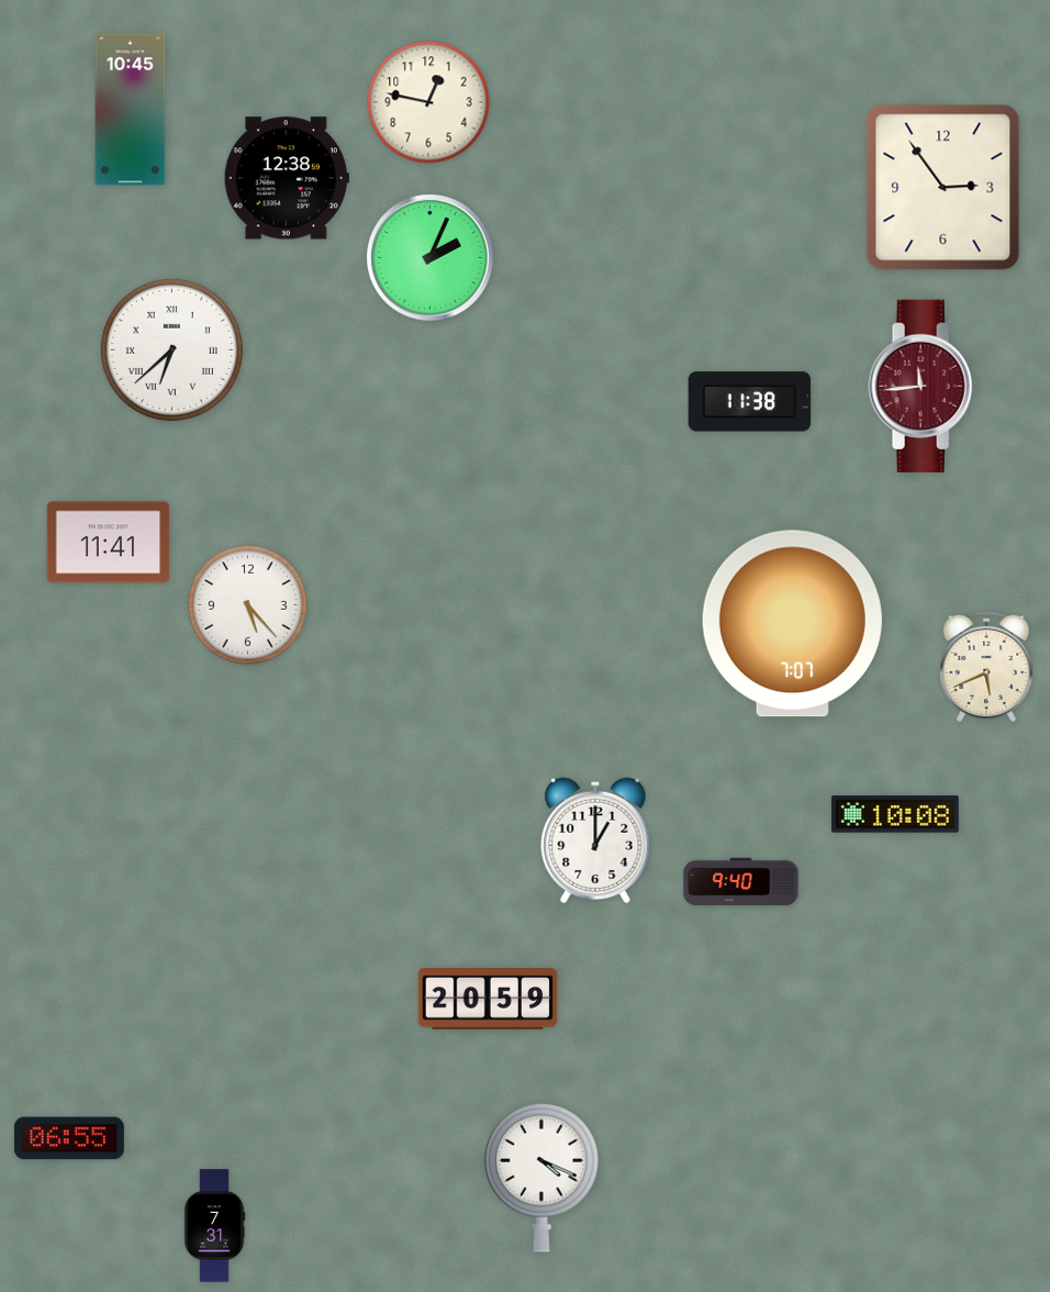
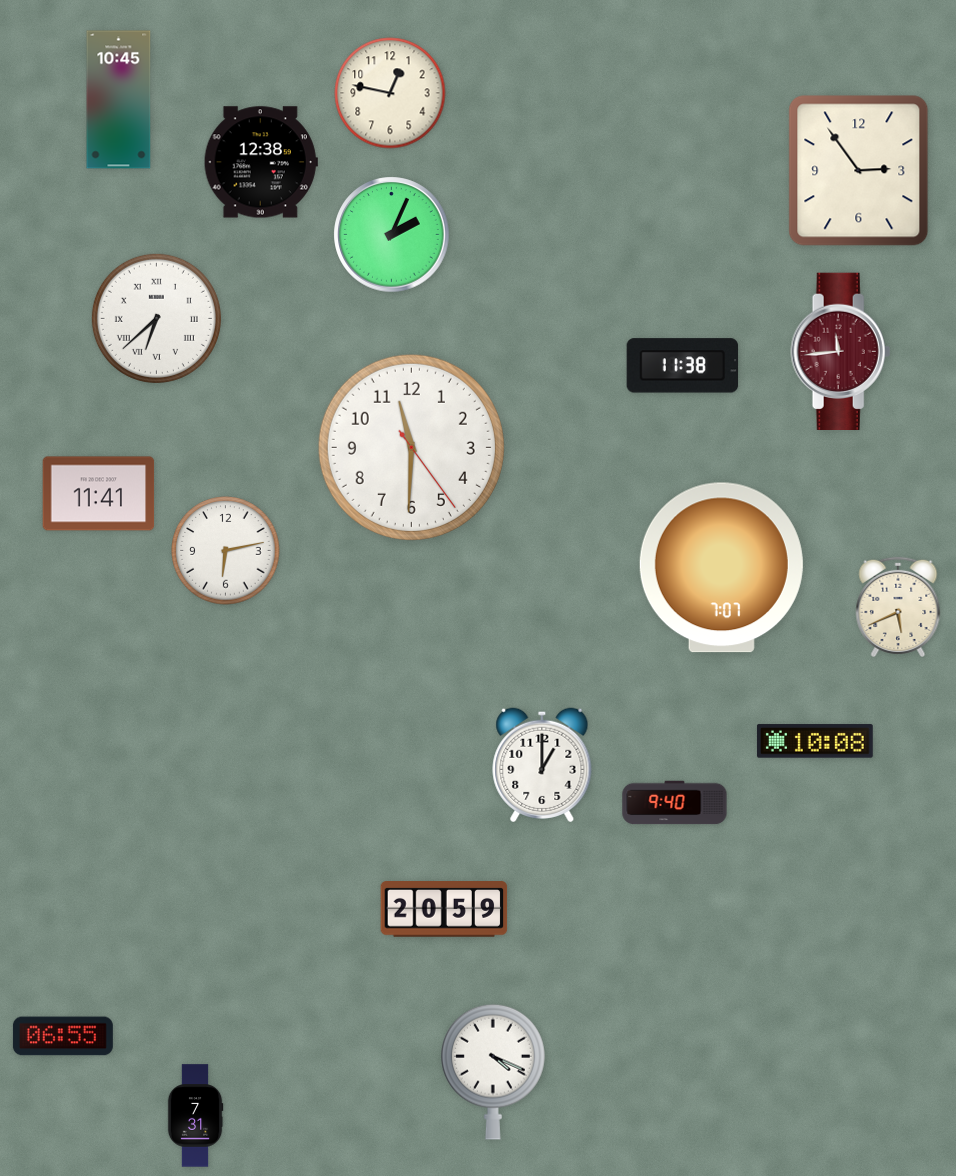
clock at (411, 447): none -> 11:30
clock at (248, 605): 5:23 -> 6:13
